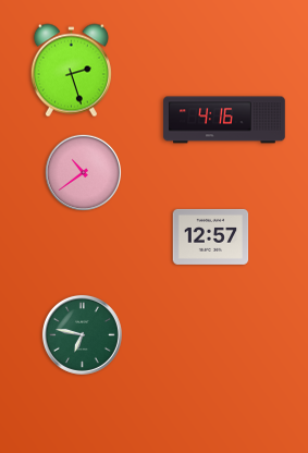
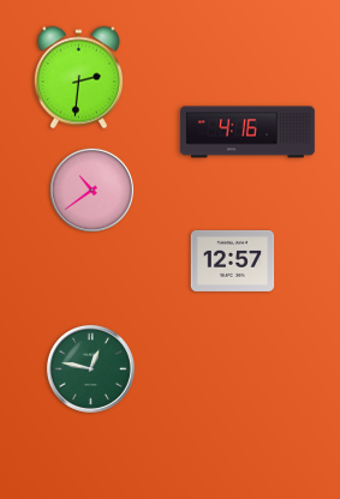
clock at (71, 71): 2:27 -> 2:31
clock at (82, 334): 6:47 -> 12:47
